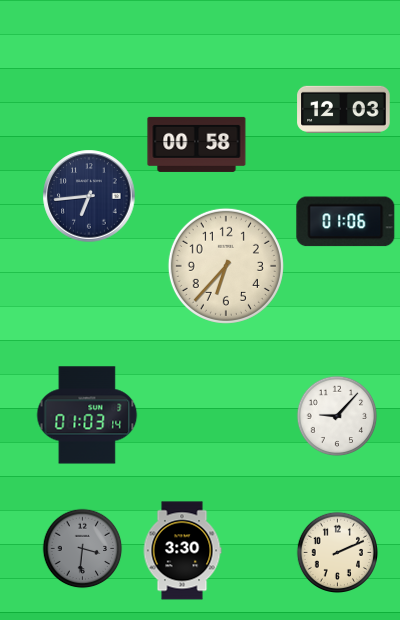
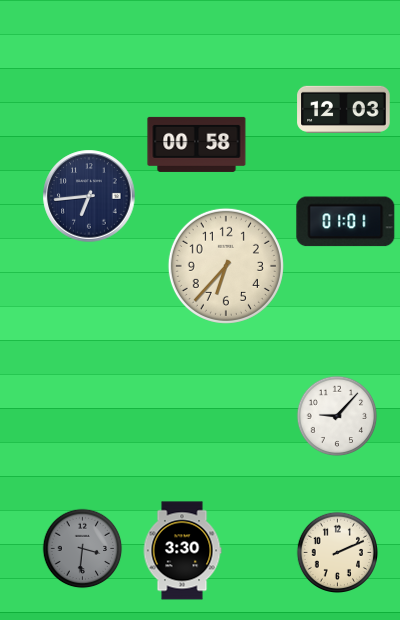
clock at (346, 222): 01:06 -> 01:01
clock at (87, 415): 01:03 -> none
